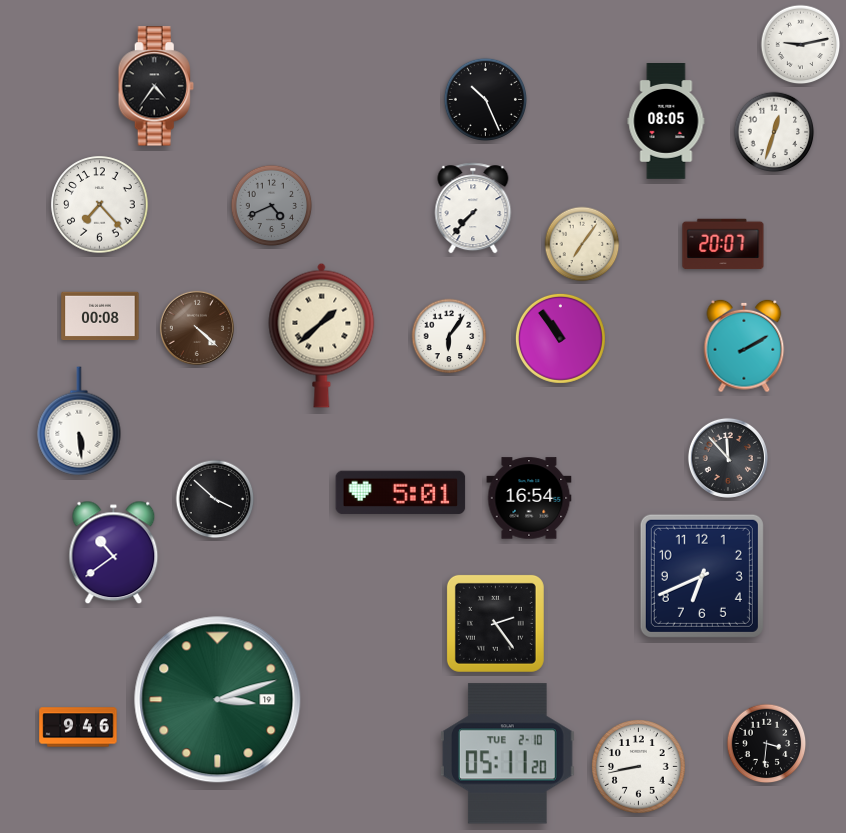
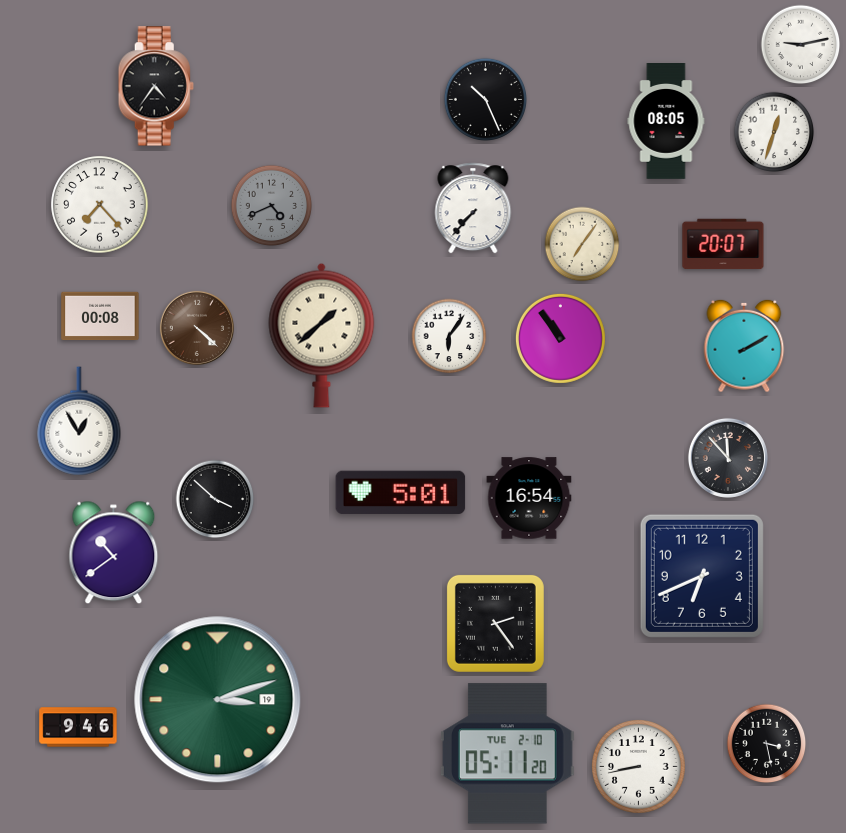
clock at (79, 421): 5:29 -> 12:55
clock at (767, 744): 3:31 -> 3:28
